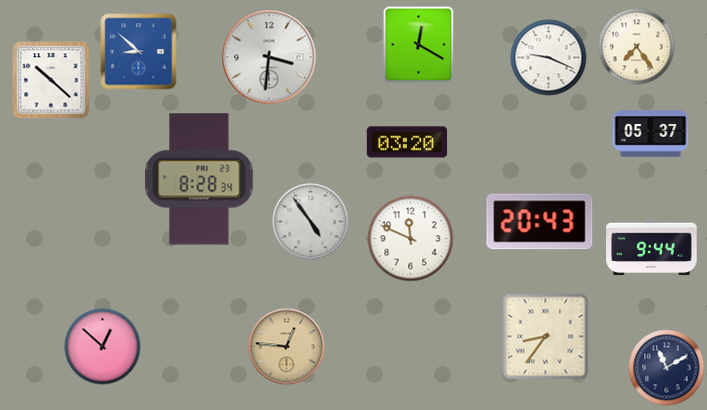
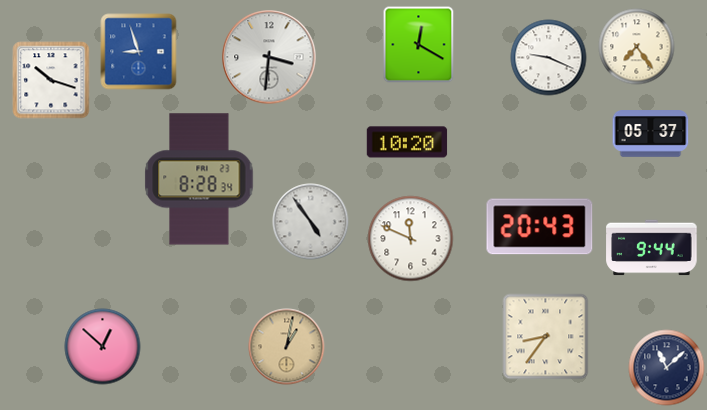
clock at (139, 52): 8:52 -> 8:57
clock at (51, 80): 10:22 -> 10:18
clock at (407, 142): 03:20 -> 10:20
clock at (540, 222) position: (540, 222) -> (540, 227)
clock at (287, 347): 12:46 -> 1:02
clock at (667, 368): 11:10 -> 11:08
